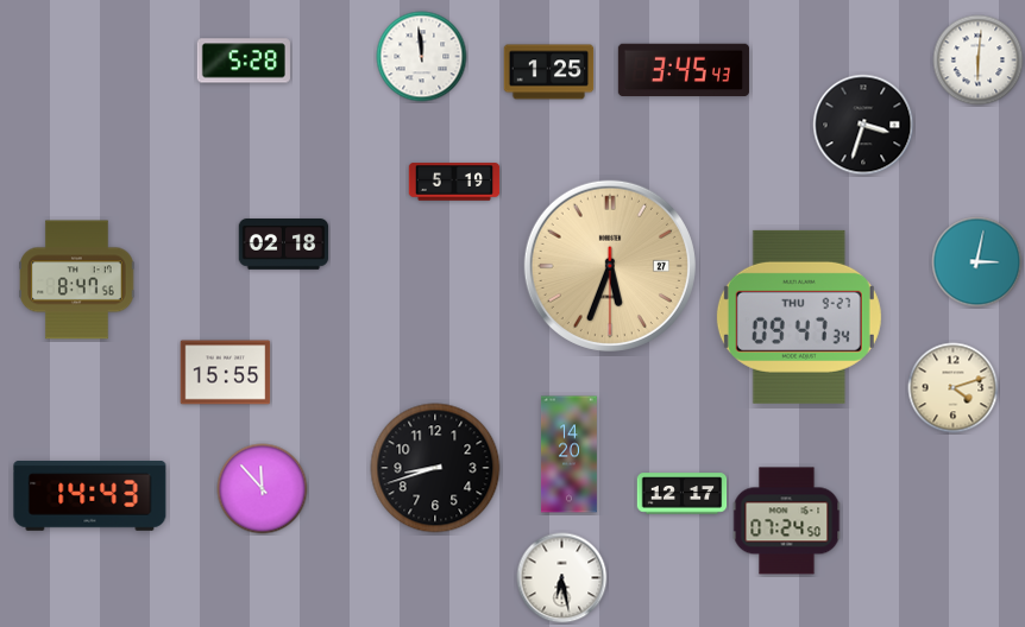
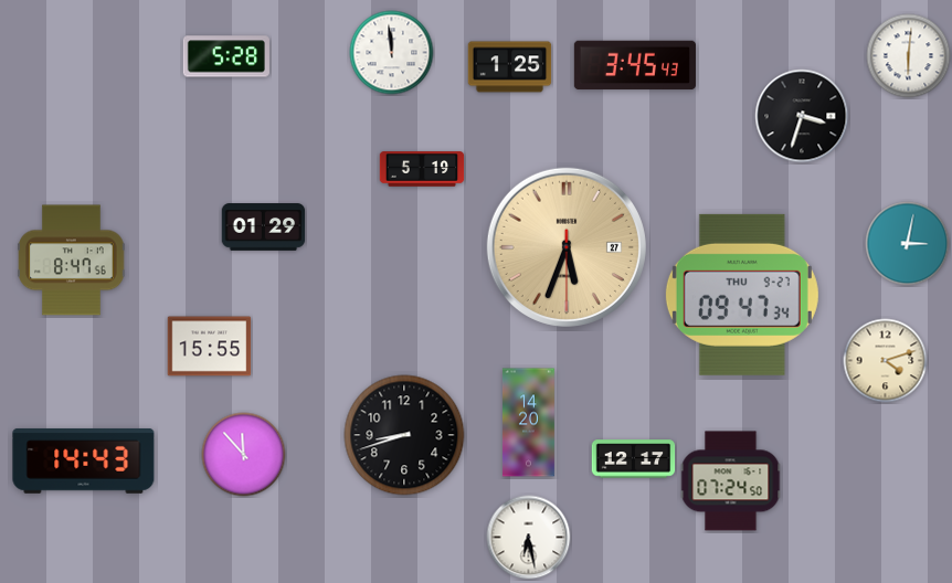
clock at (284, 245): 02:18 -> 01:29
clock at (787, 521) position: (787, 521) -> (731, 481)
clock at (562, 578) position: (562, 578) -> (529, 538)
